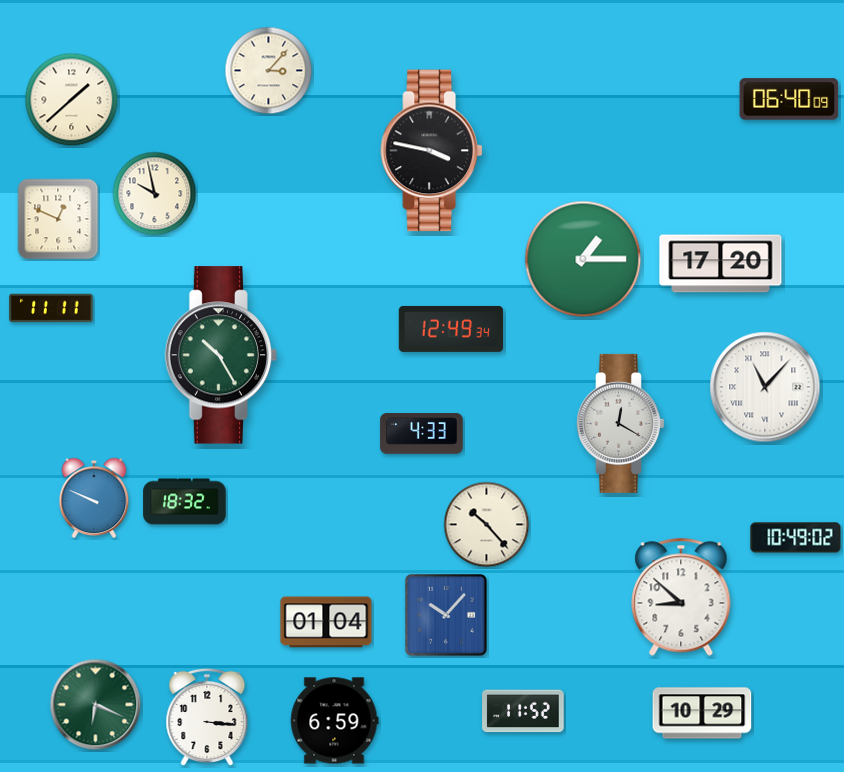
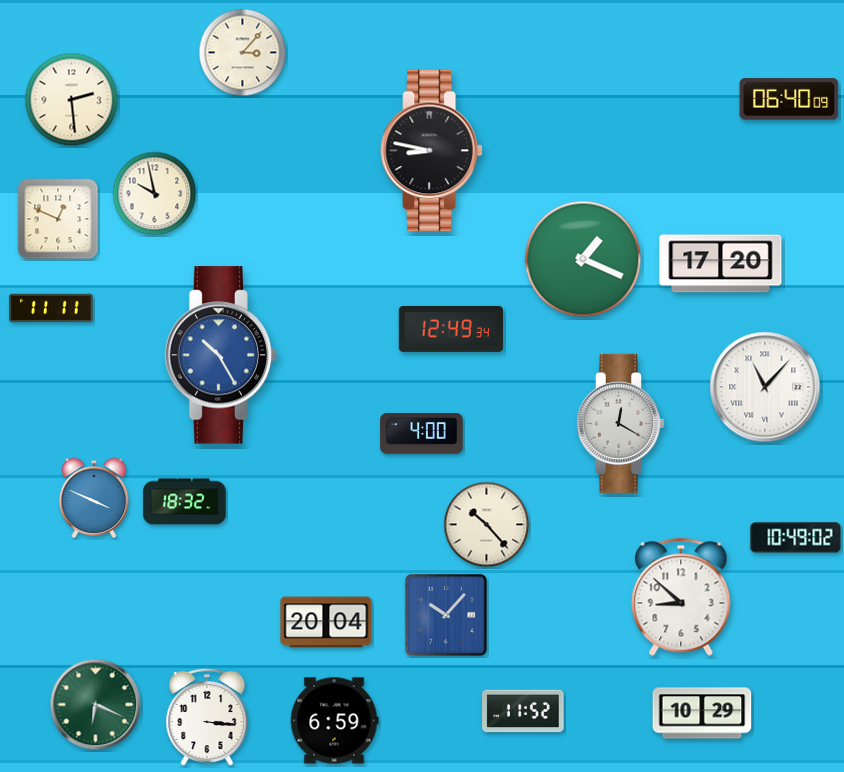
clock at (269, 71) position: (269, 71) -> (243, 53)
clock at (72, 100): 1:38 -> 2:29
clock at (432, 151): 3:47 -> 8:47
clock at (583, 259): 1:15 -> 1:19
clock at (221, 355) dial: green -> blue
clock at (422, 434): 4:33 -> 4:00
clock at (94, 498): 9:49 -> 3:49
clock at (326, 622): 01:04 -> 20:04
